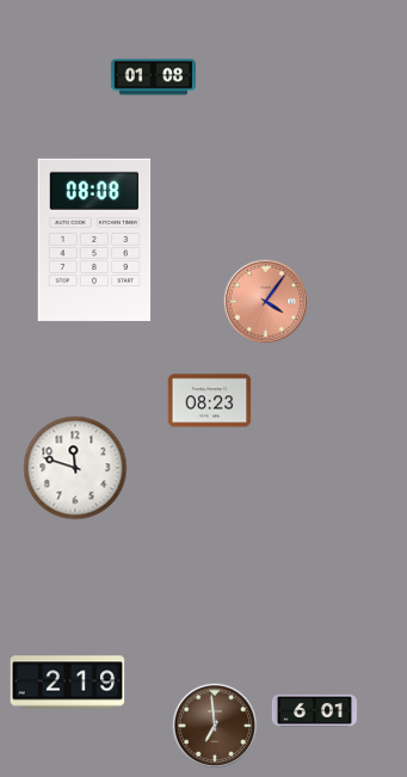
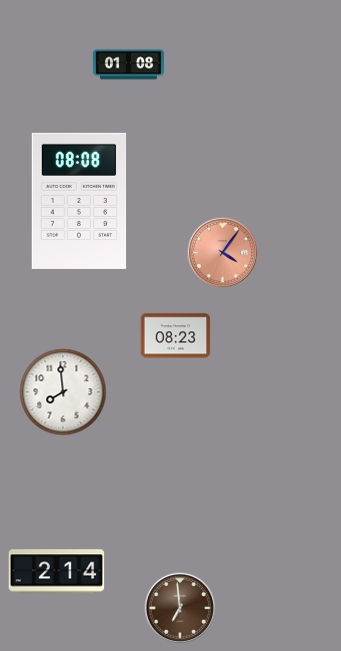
clock at (75, 468): 11:48 -> 7:59
clock at (68, 683): 2:19 -> 2:14
clock at (314, 710): 6:01 -> none
